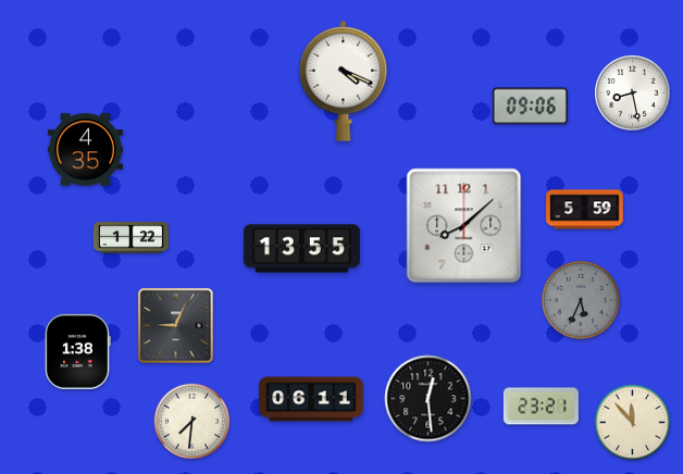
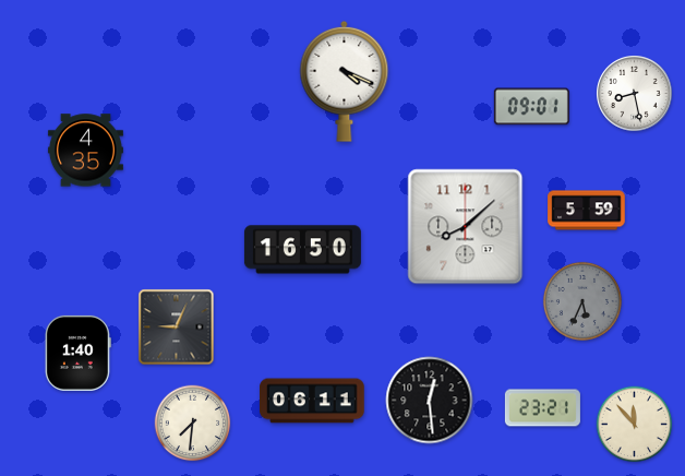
clock at (530, 107): 09:06 -> 09:01
clock at (131, 238): 1:22 -> none
clock at (301, 249): 13:55 -> 16:50
clock at (77, 351): 1:38 -> 1:40
